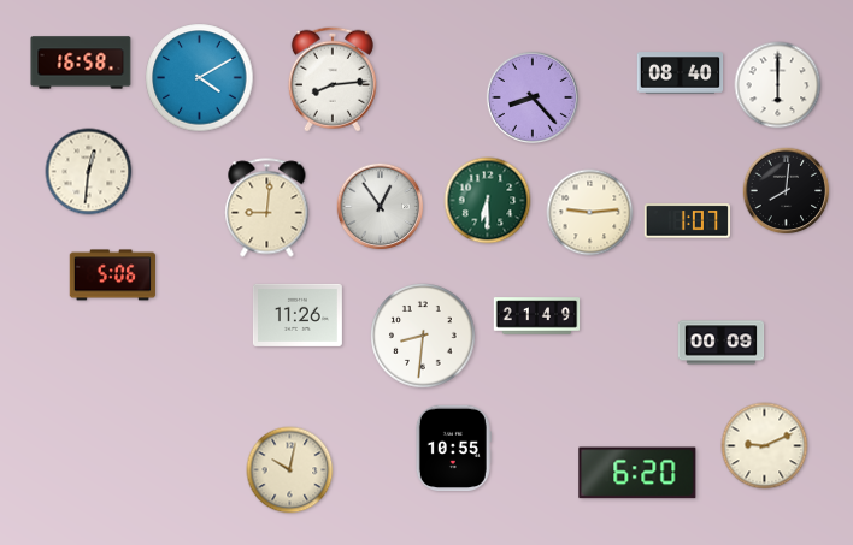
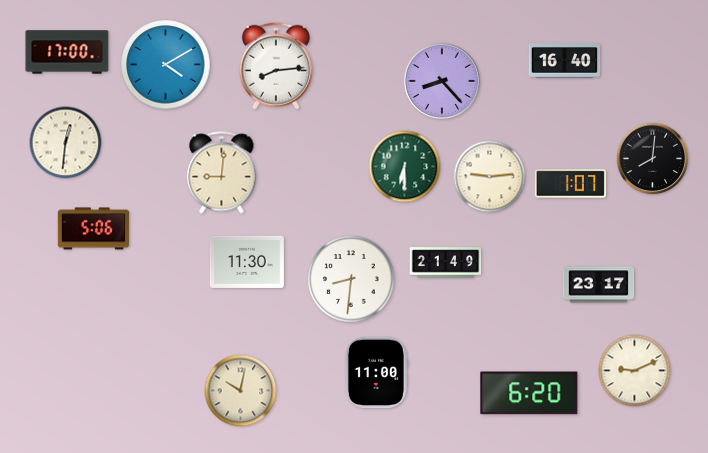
clock at (81, 63): 16:58 -> 17:00
clock at (681, 73): 08:40 -> 16:40
clock at (778, 85): 6:00 -> none
clock at (89, 172) position: (89, 172) -> (66, 143)
clock at (381, 207): 12:54 -> none
clock at (298, 315): 11:26 -> 11:30
clock at (722, 343): 00:09 -> 23:17
clock at (453, 449): 10:55 -> 11:00
